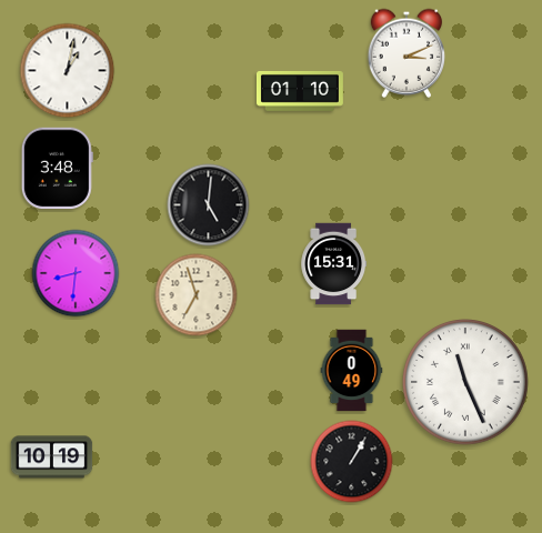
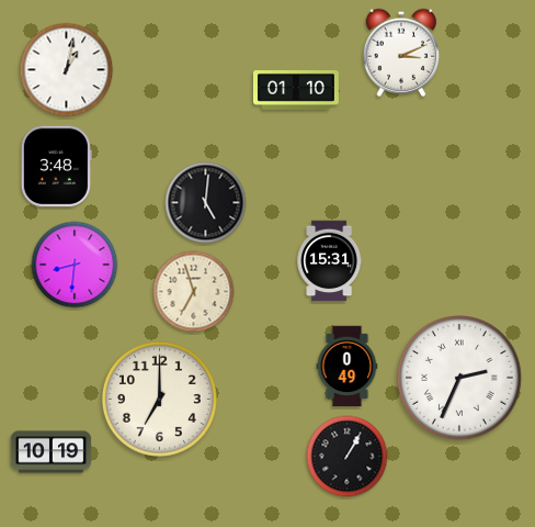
clock at (76, 273) position: (76, 273) -> (75, 265)
clock at (465, 382): 11:26 -> 2:34
clock at (159, 399): none -> 7:00
